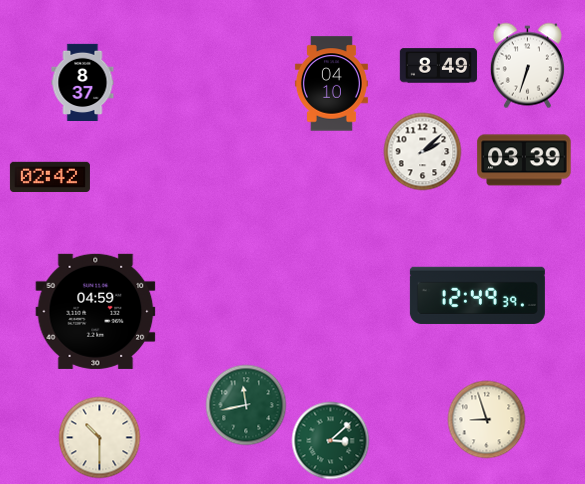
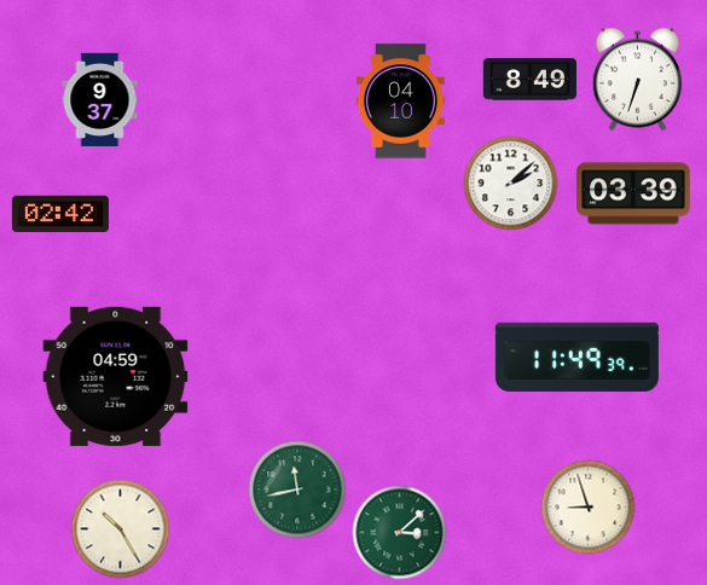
clock at (83, 82): 8:37 -> 9:37
clock at (477, 295): 12:49 -> 11:49
clock at (99, 437): 10:30 -> 10:25
